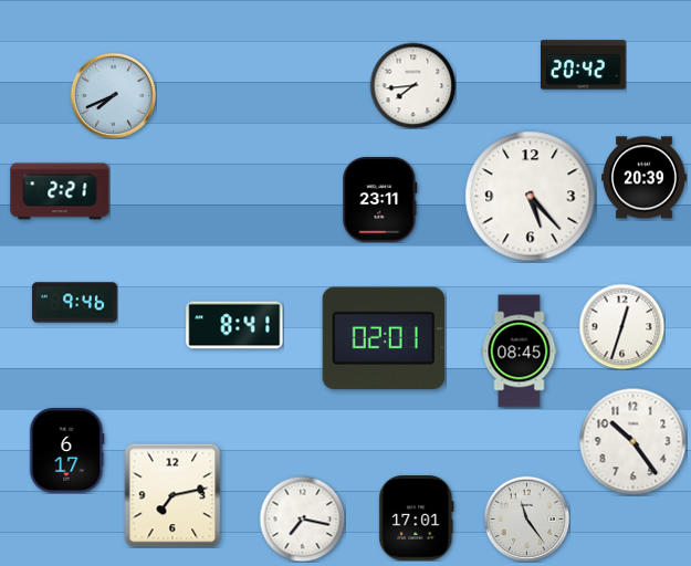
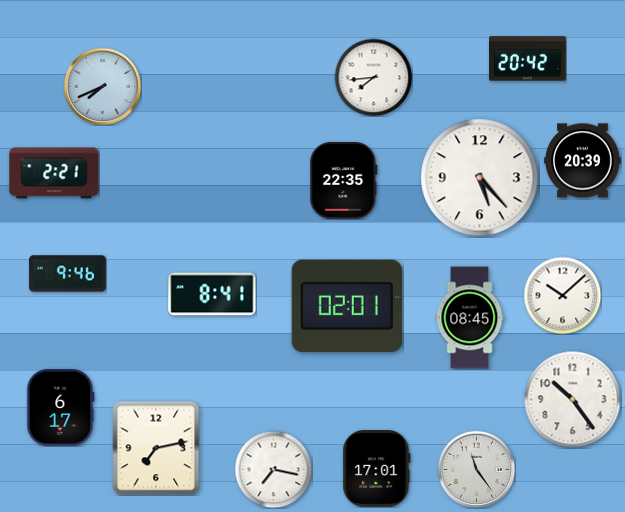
clock at (380, 200): 23:11 -> 22:35
clock at (621, 326): 12:33 -> 10:08
